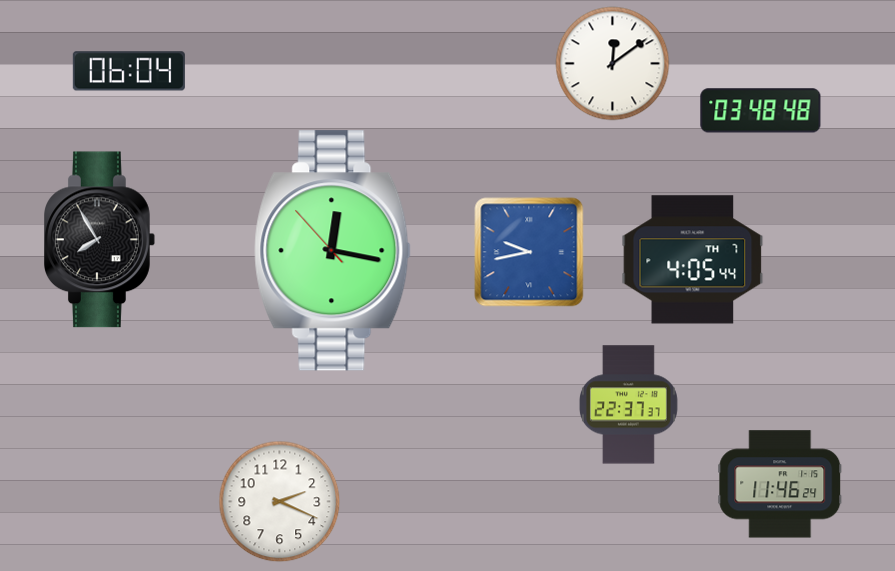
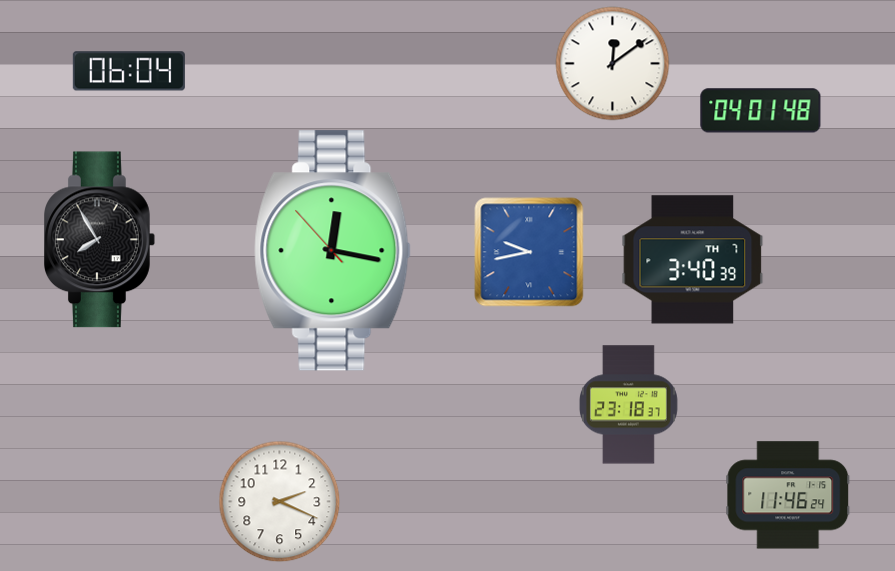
clock at (761, 111): 03:48 -> 04:01
clock at (693, 260): 4:05 -> 3:40
clock at (628, 405): 22:37 -> 23:18
clock at (780, 484) position: (780, 484) -> (788, 495)
